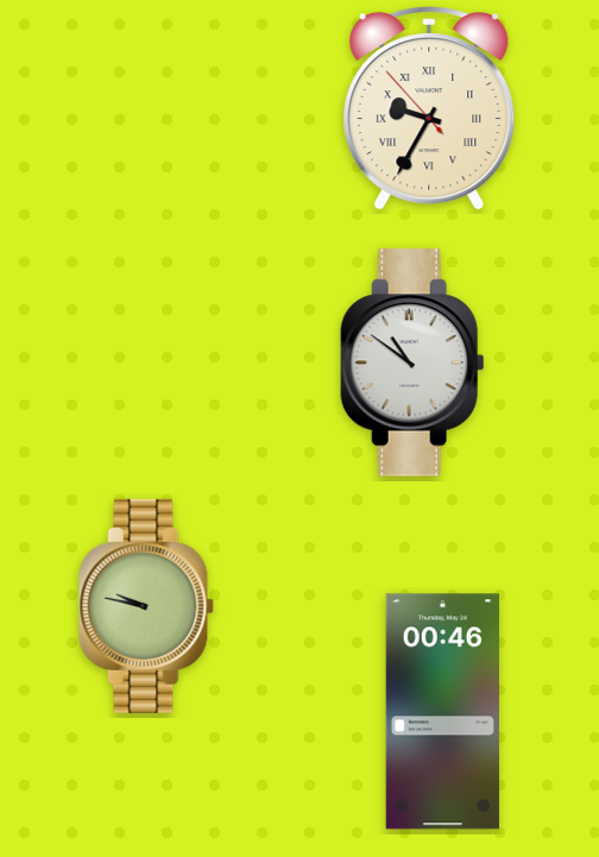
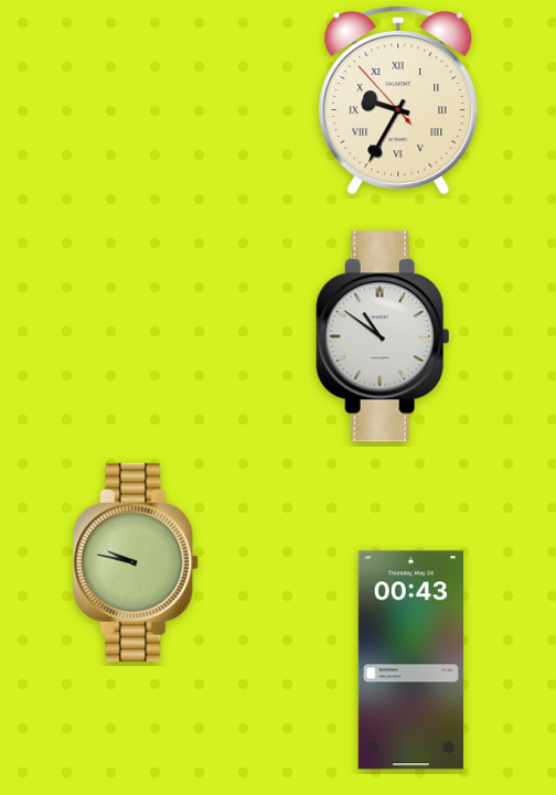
clock at (442, 712): 00:46 -> 00:43
